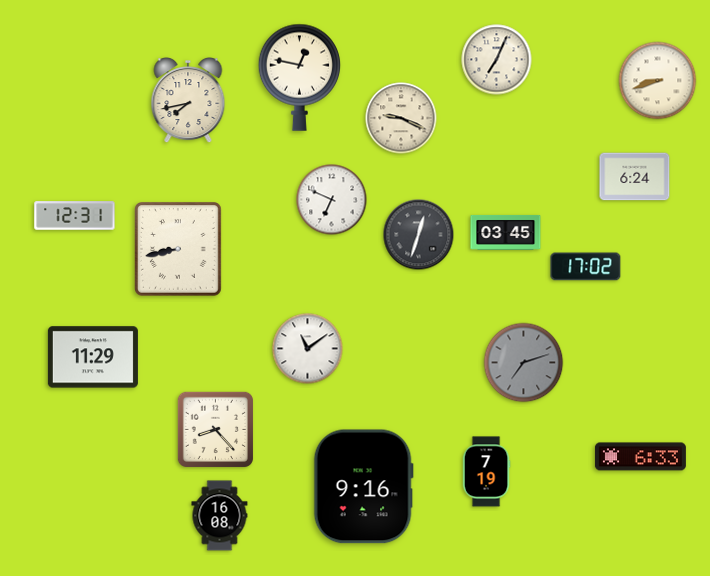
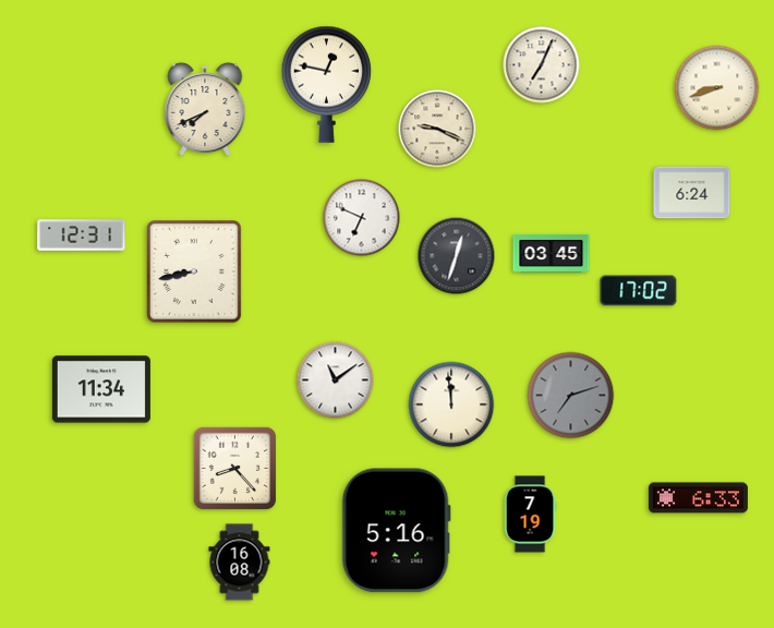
clock at (188, 101): 7:43 -> 7:41
clock at (93, 357): 11:29 -> 11:34
clock at (451, 404): none -> 11:59
clock at (363, 487): 9:16 -> 5:16
